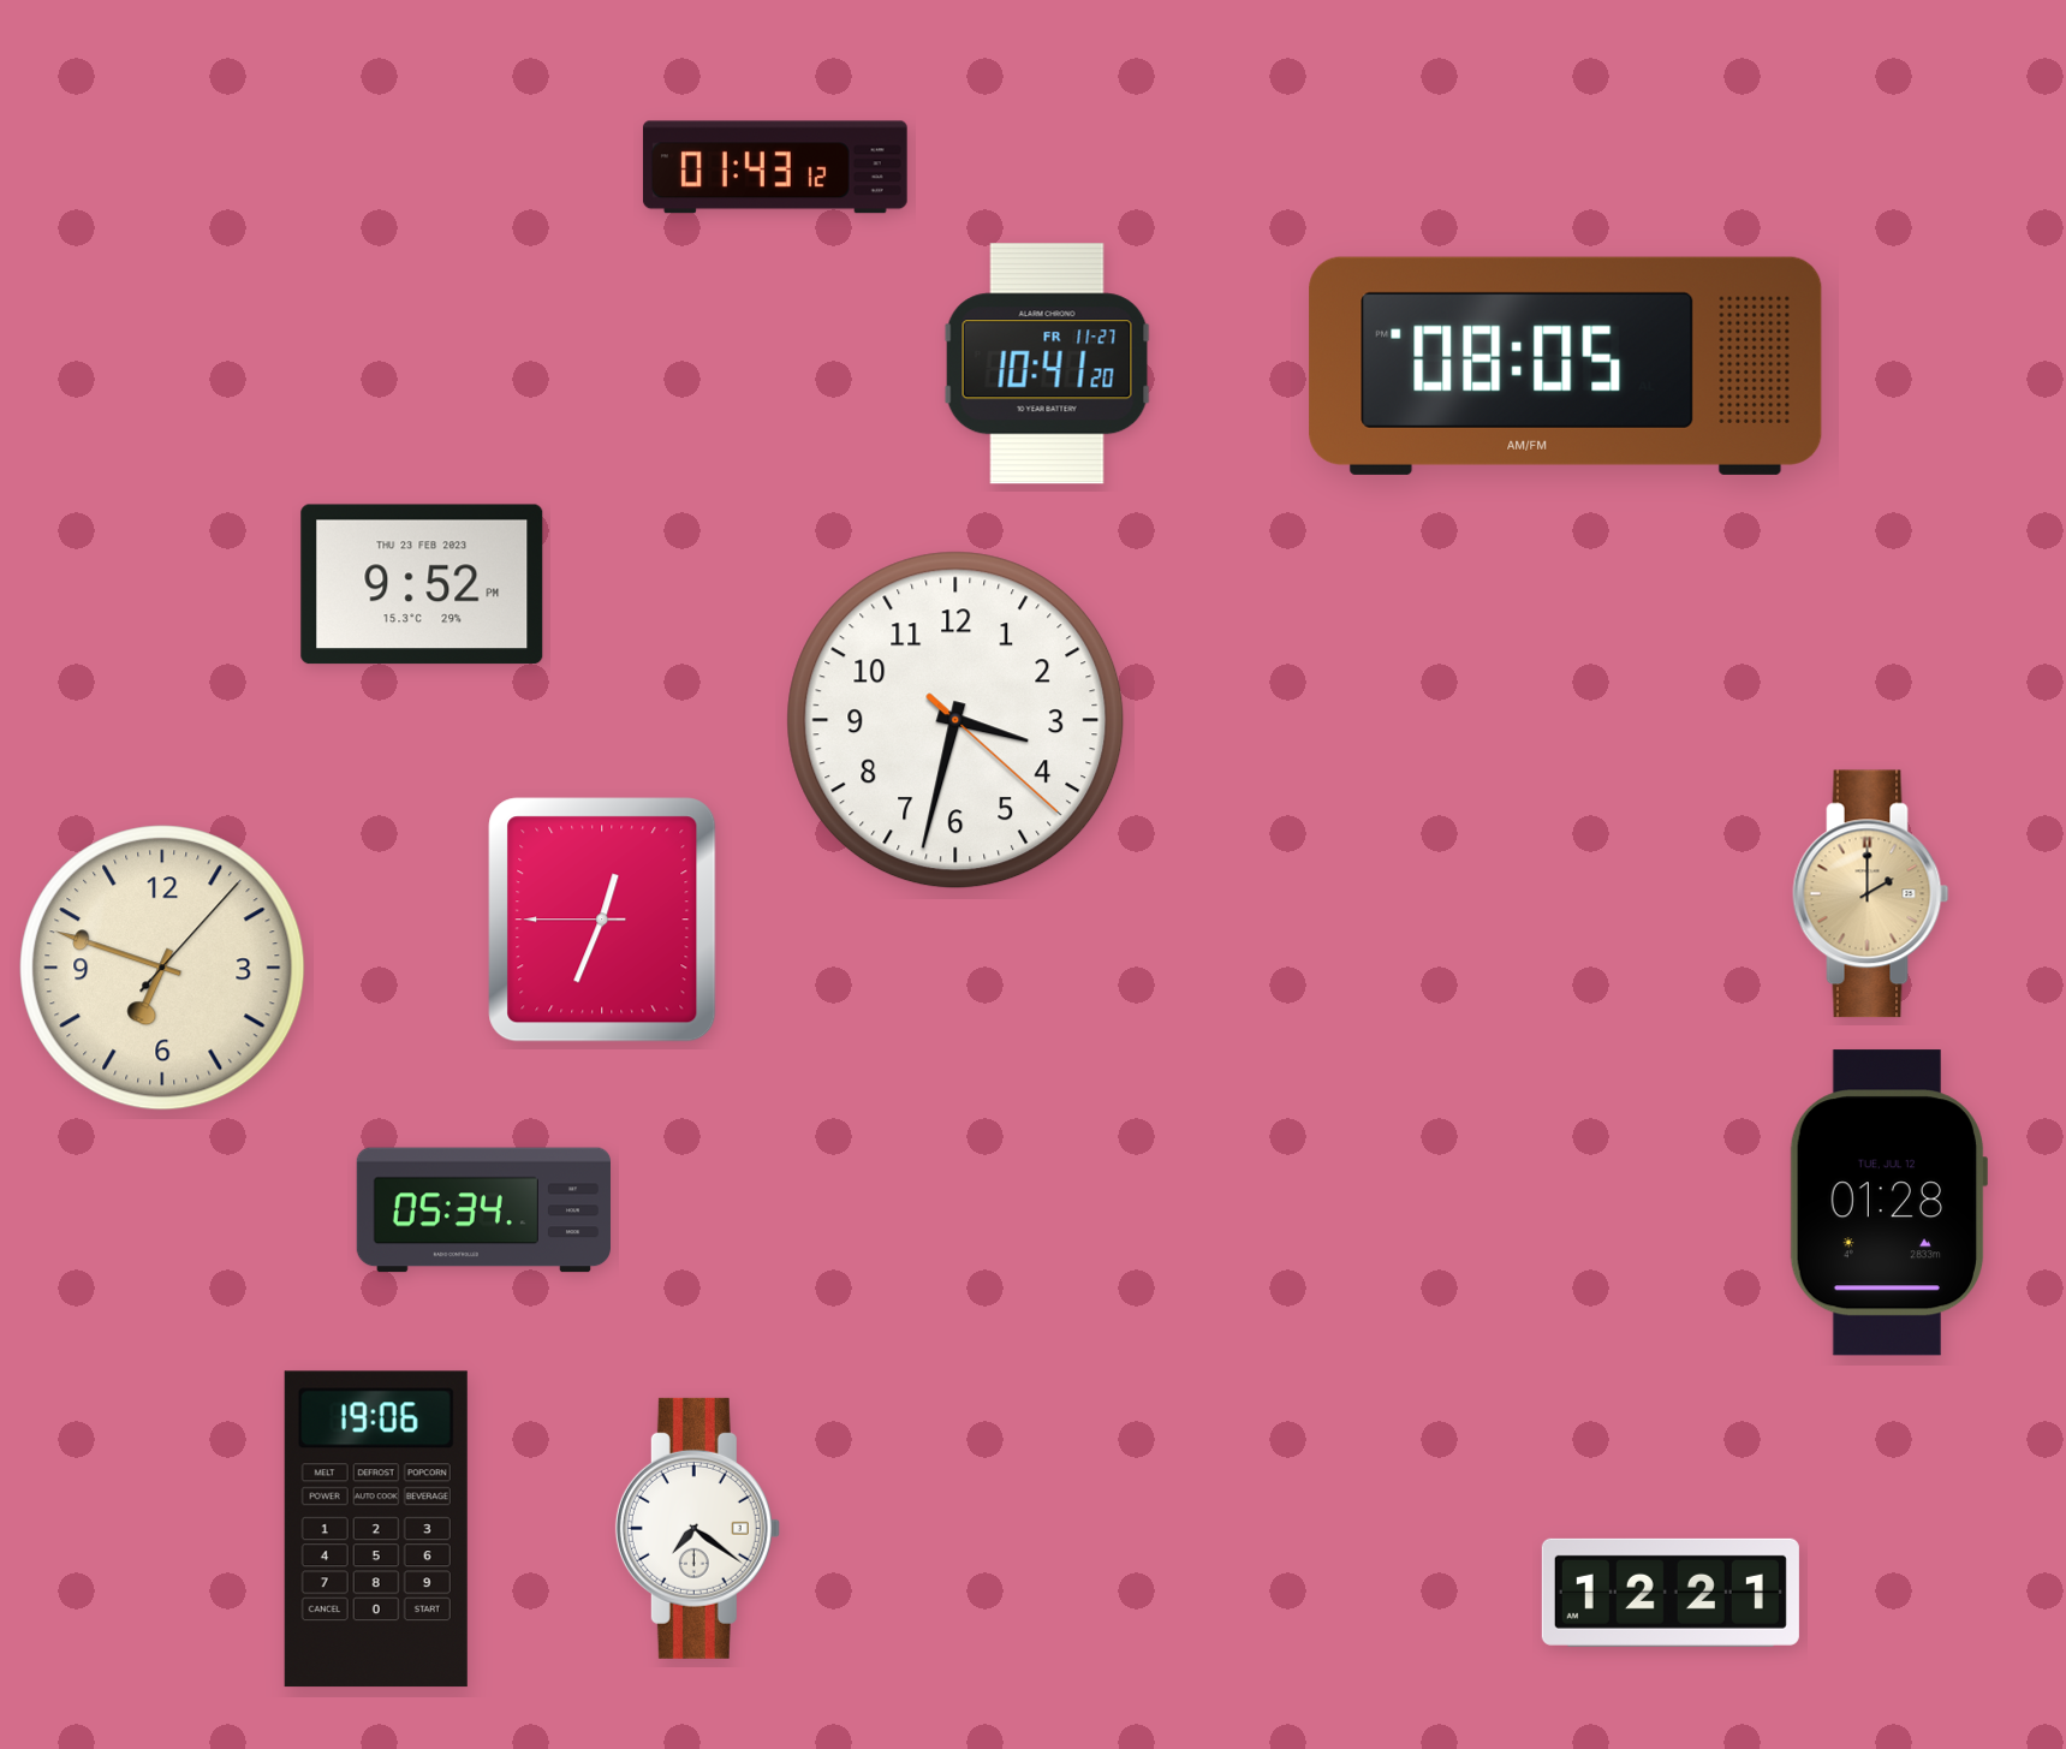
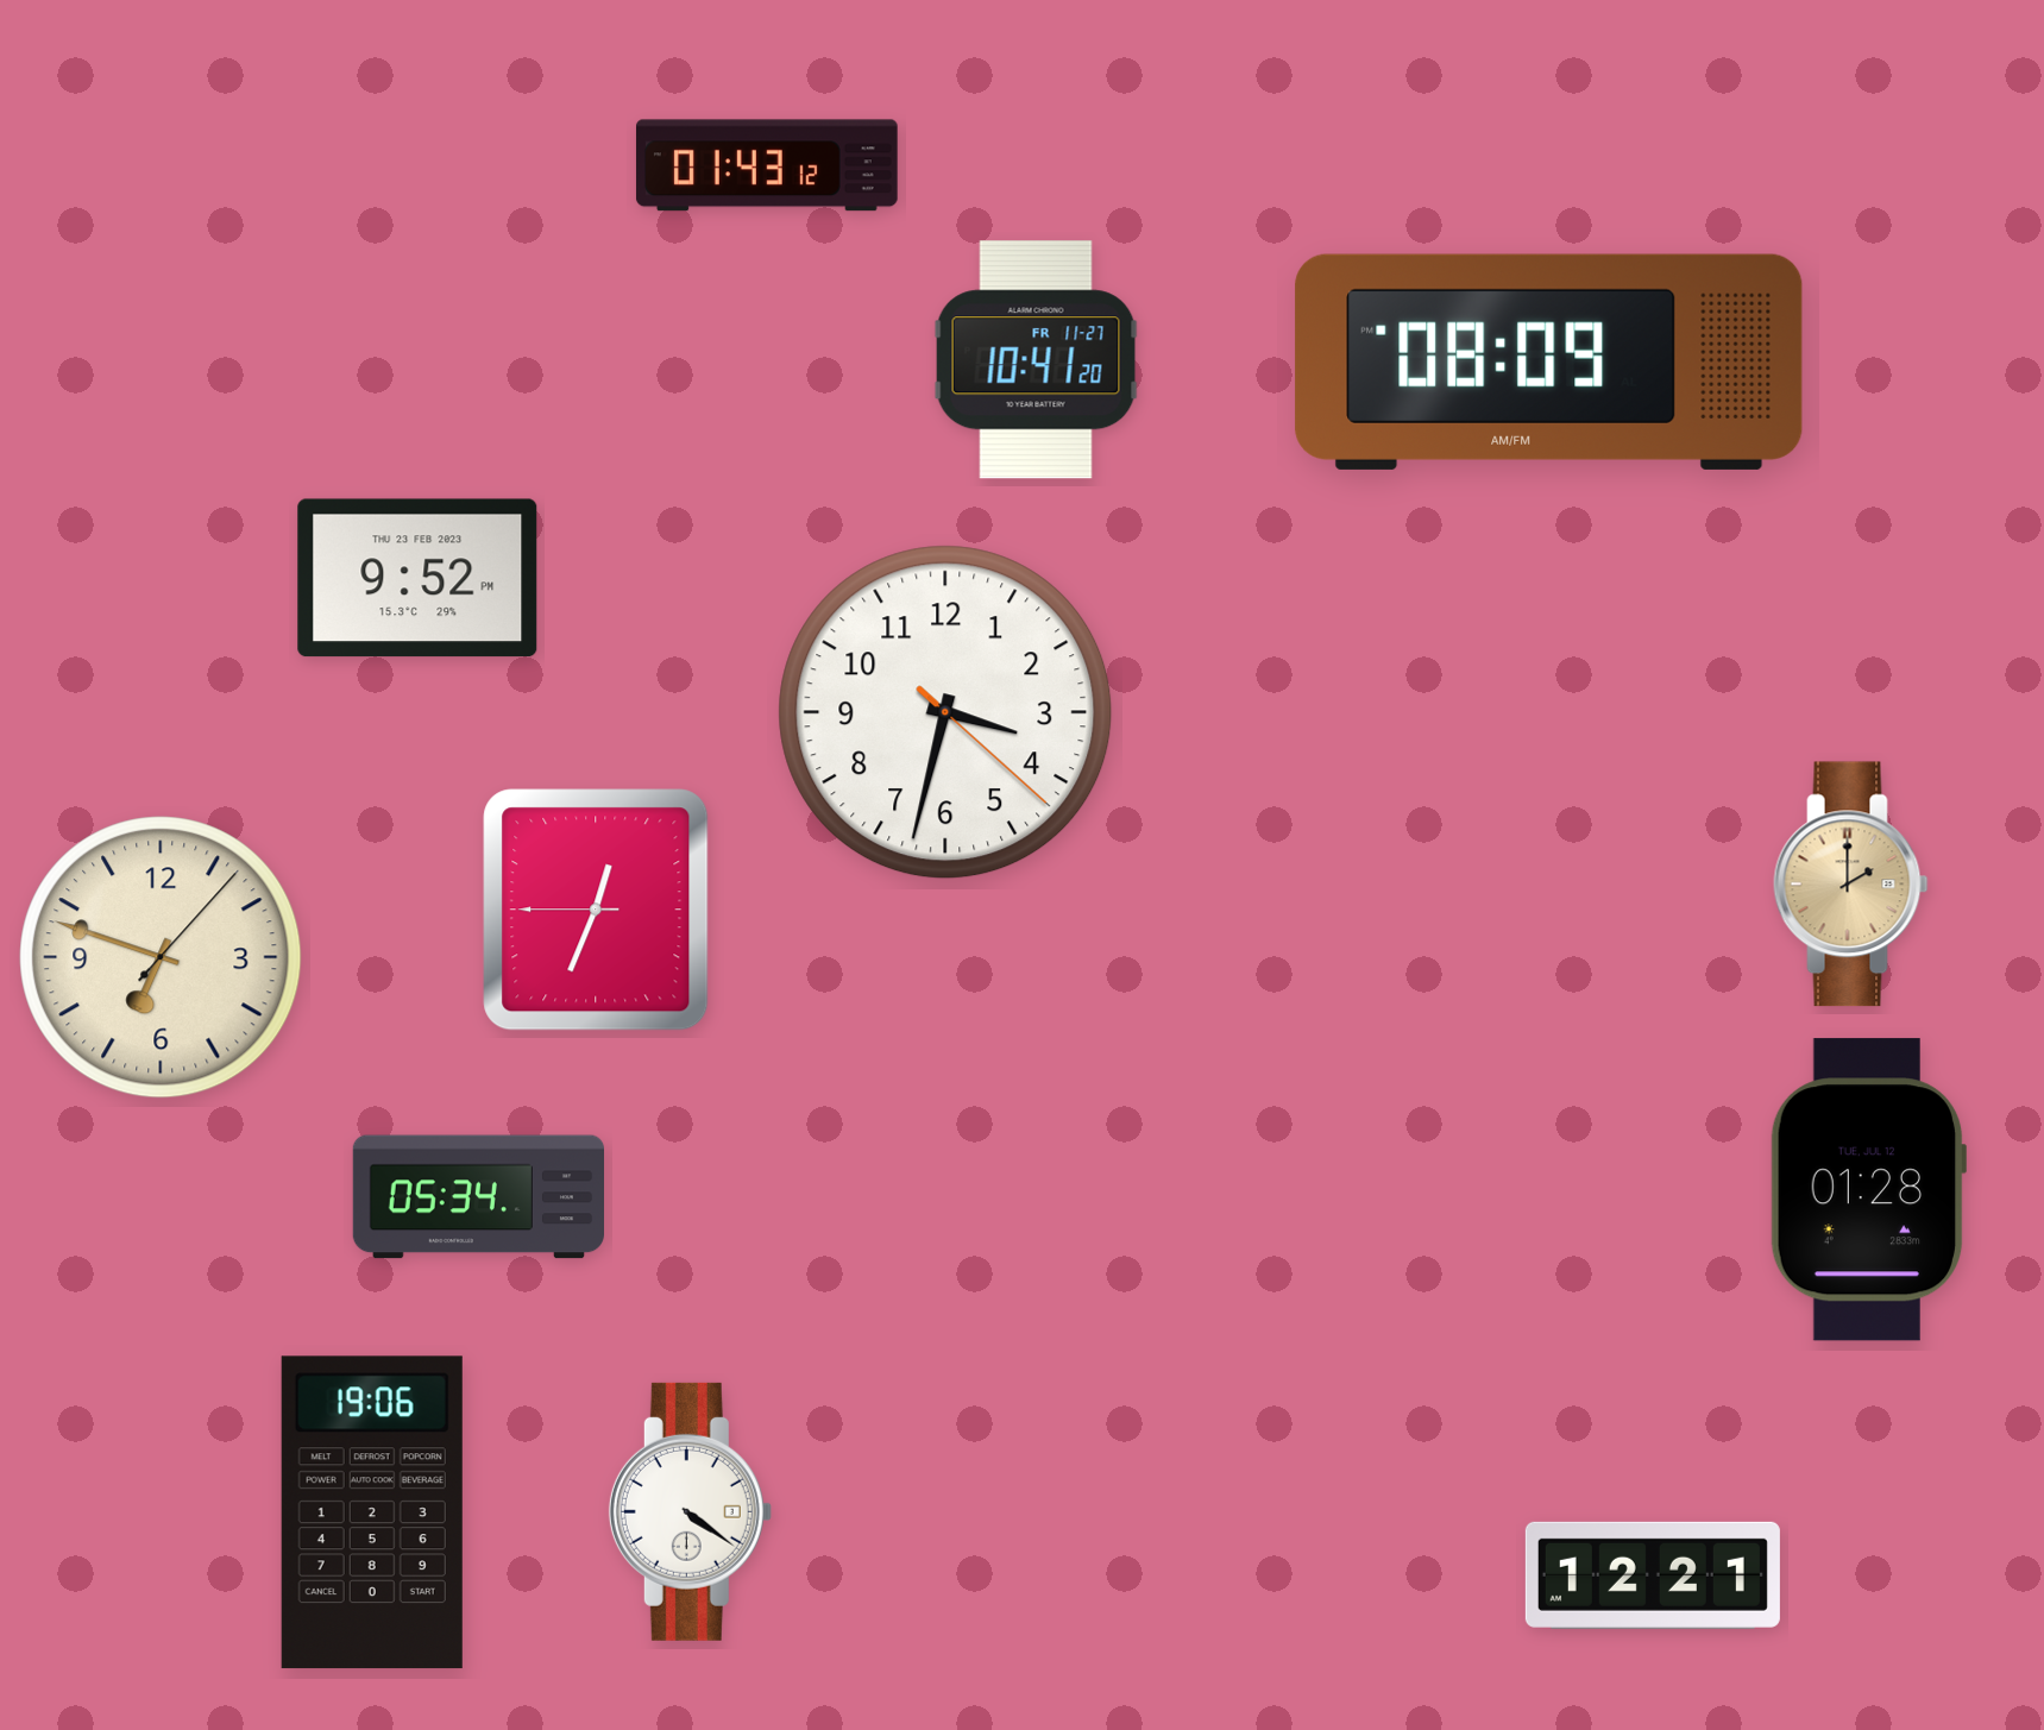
clock at (1566, 365): 08:05 -> 08:09
clock at (697, 1528): 7:21 -> 4:21
